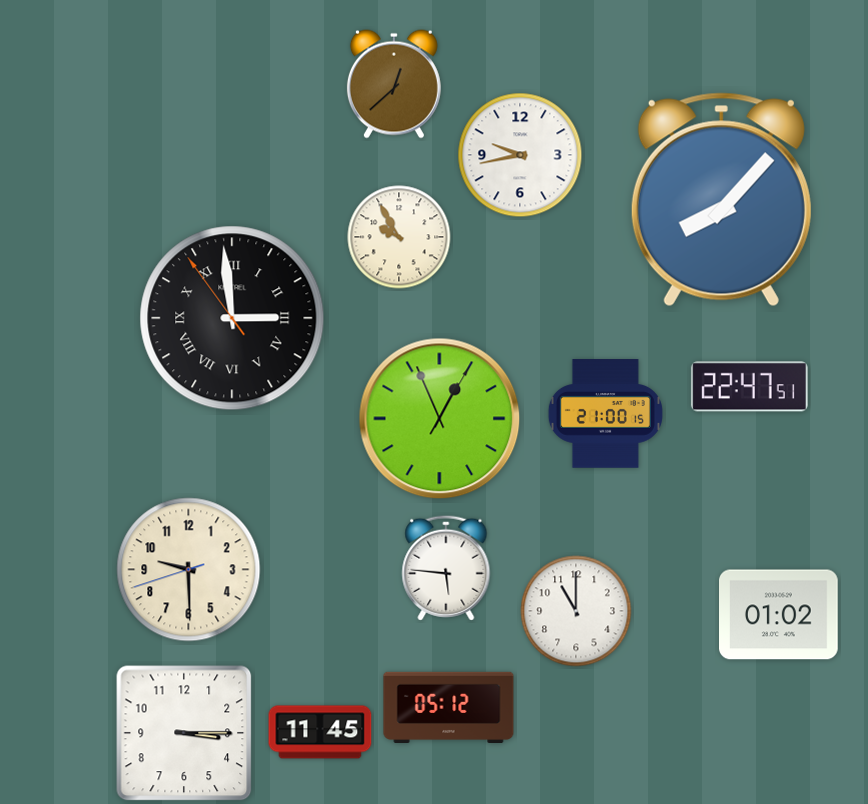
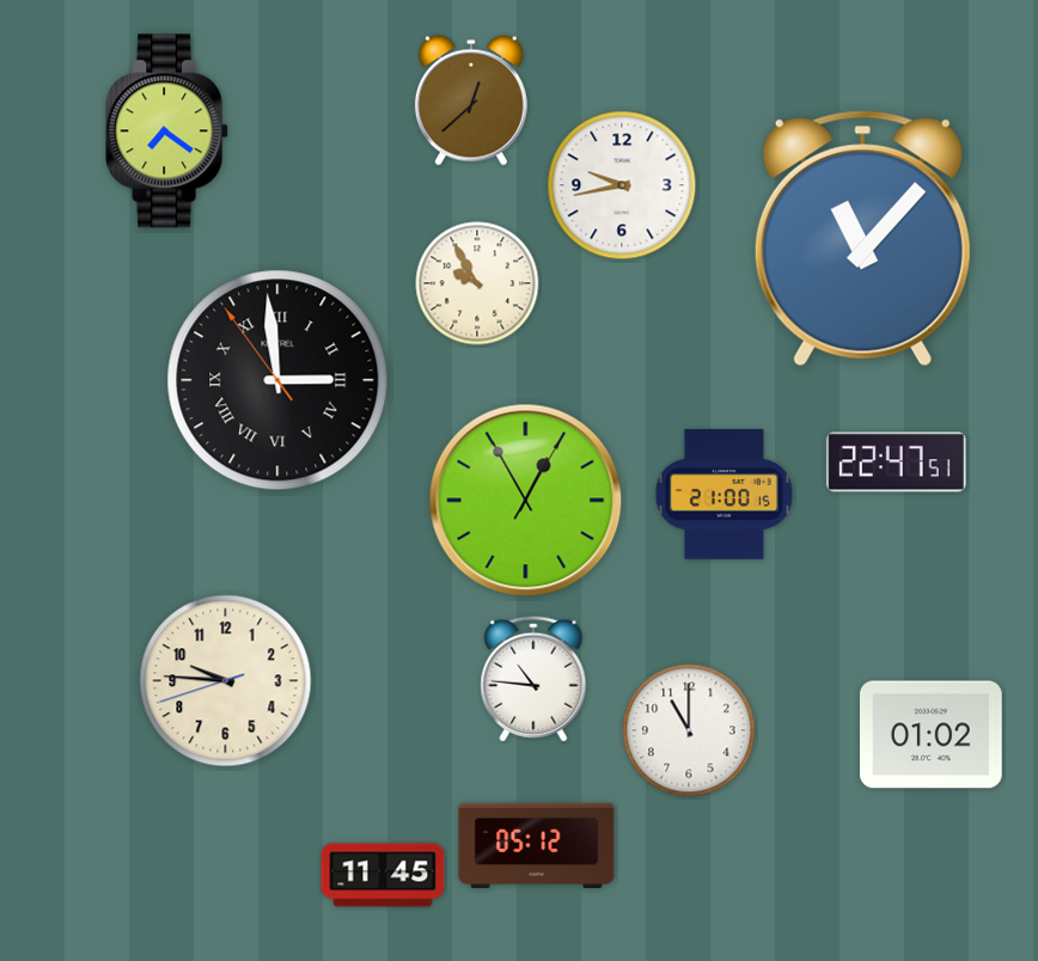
clock at (167, 131): none -> 7:21
clock at (721, 200): 8:07 -> 11:07
clock at (440, 419): 12:56 -> 12:55
clock at (446, 568): 5:46 -> 10:46
clock at (189, 570): 9:29 -> 9:45
clock at (184, 733): 3:15 -> none
